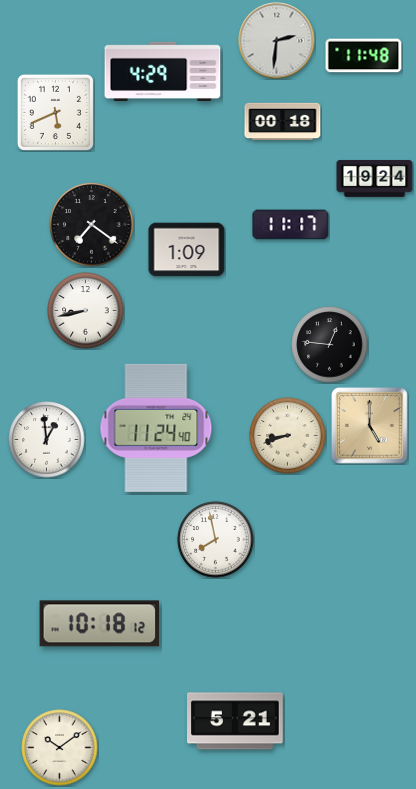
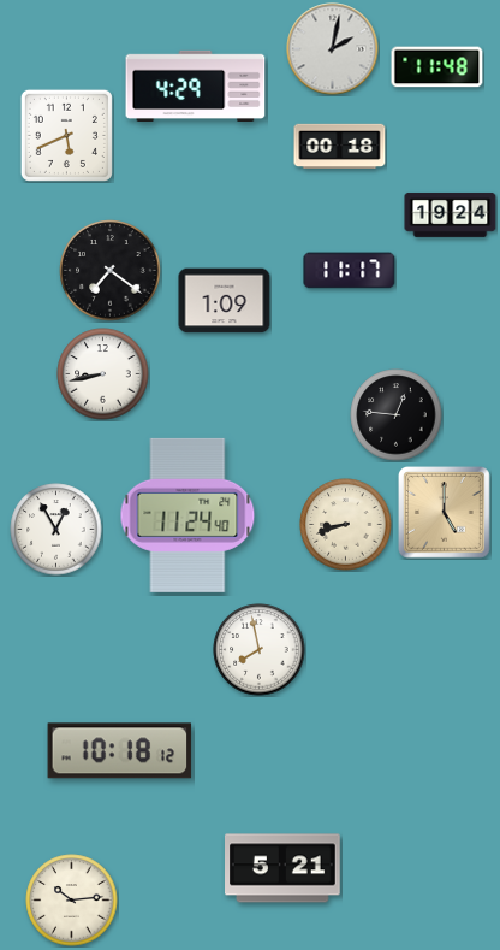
clock at (277, 41): 2:31 -> 2:02
clock at (47, 440): 12:59 -> 12:55
clock at (60, 748): 10:09 -> 10:14
